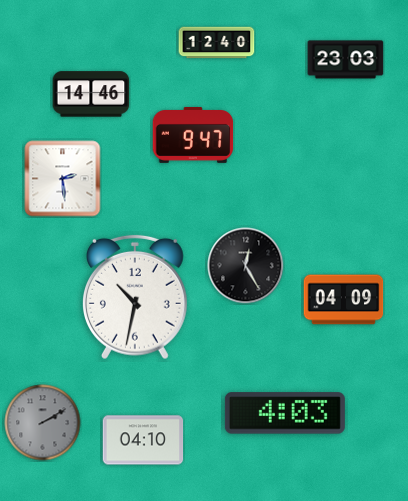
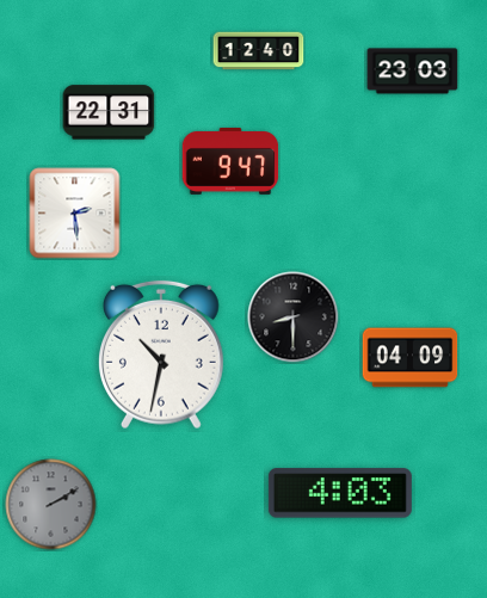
clock at (91, 94): 14:46 -> 22:31
clock at (246, 266): 12:25 -> 8:30
clock at (143, 440): 04:10 -> none
